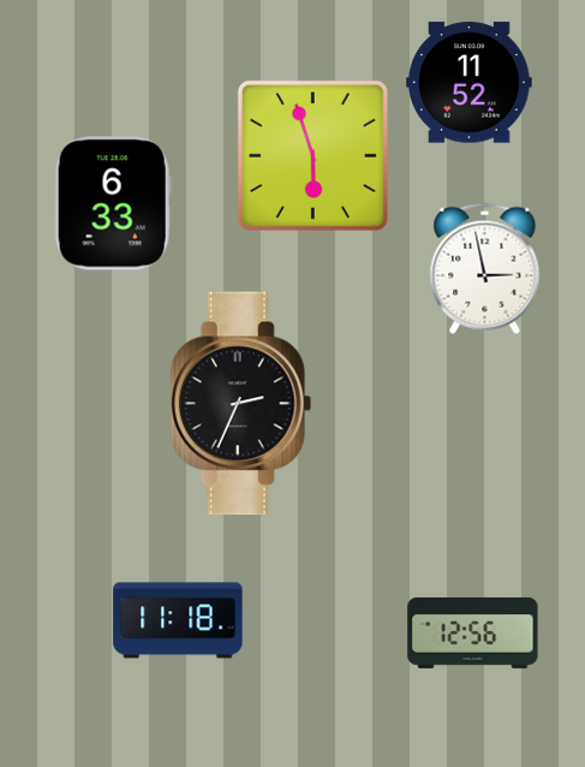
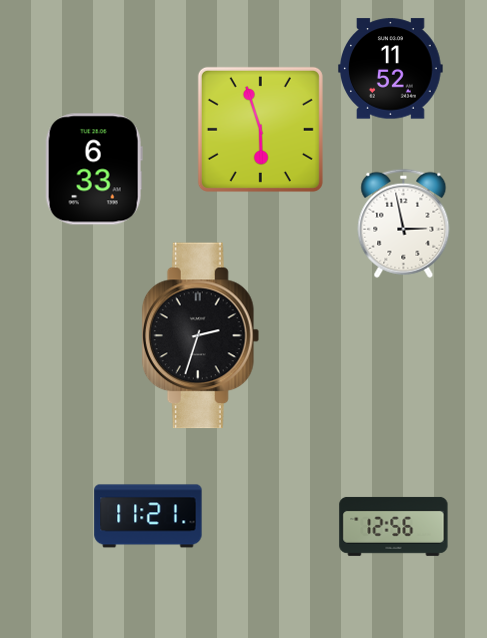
clock at (241, 404): 2:34 -> 2:33
clock at (178, 620): 11:18 -> 11:21
